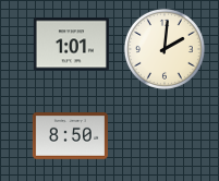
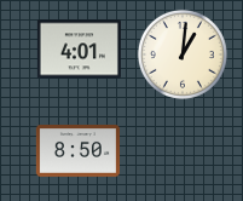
clock at (71, 45): 1:01 -> 4:01
clock at (165, 49): 2:01 -> 1:01
